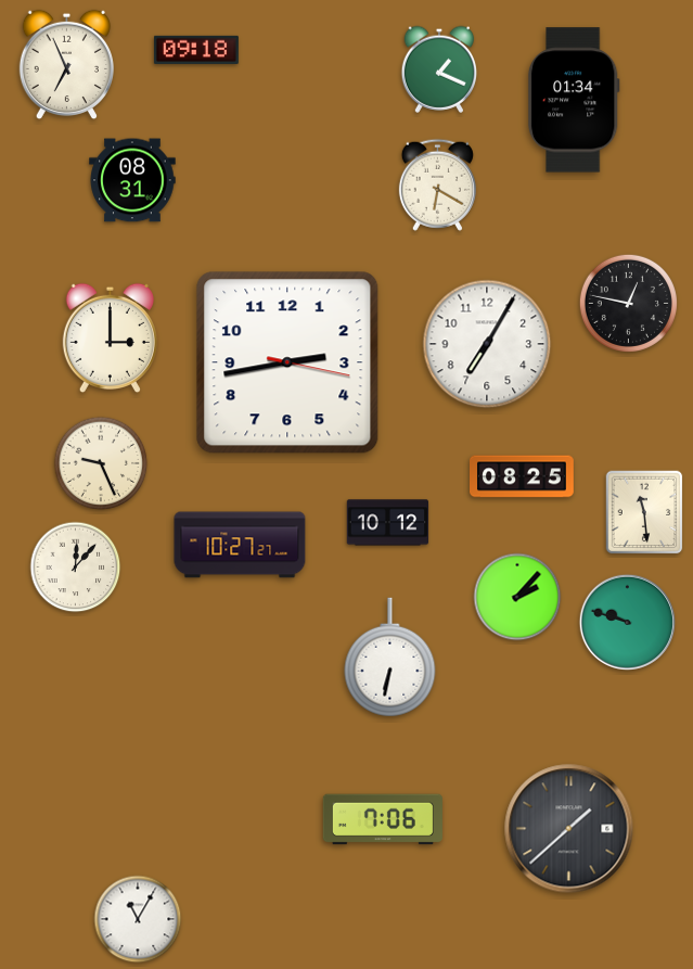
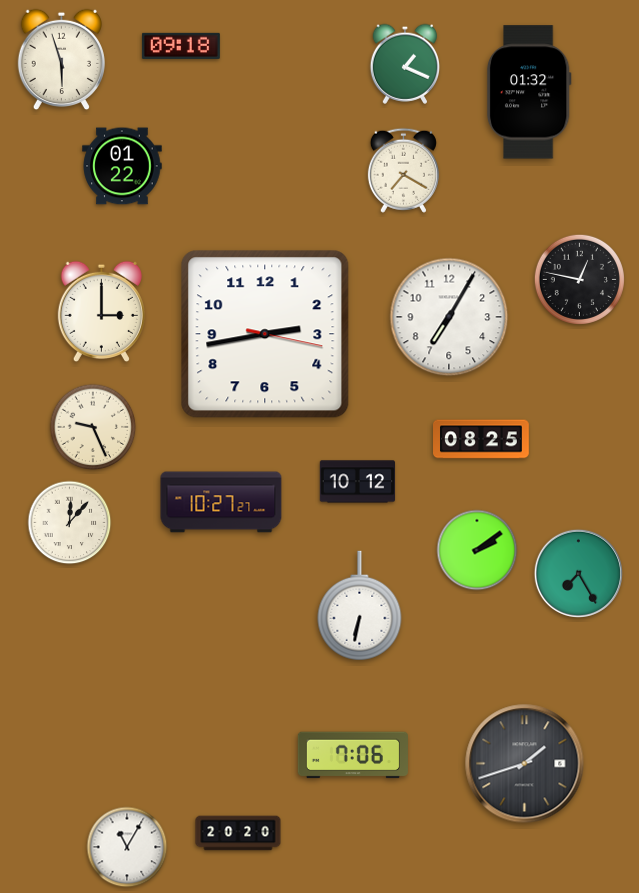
clock at (66, 65): 6:56 -> 5:57
clock at (574, 100): 01:34 -> 01:32
clock at (132, 180): 08:31 -> 01:22
clock at (437, 184): 6:20 -> 7:20
clock at (644, 512): 11:29 -> none
clock at (517, 597): 2:07 -> 2:09
clock at (627, 622): 9:48 -> 7:25
clock at (569, 829): 1:38 -> 1:42
clock at (238, 833): none -> 20:20
